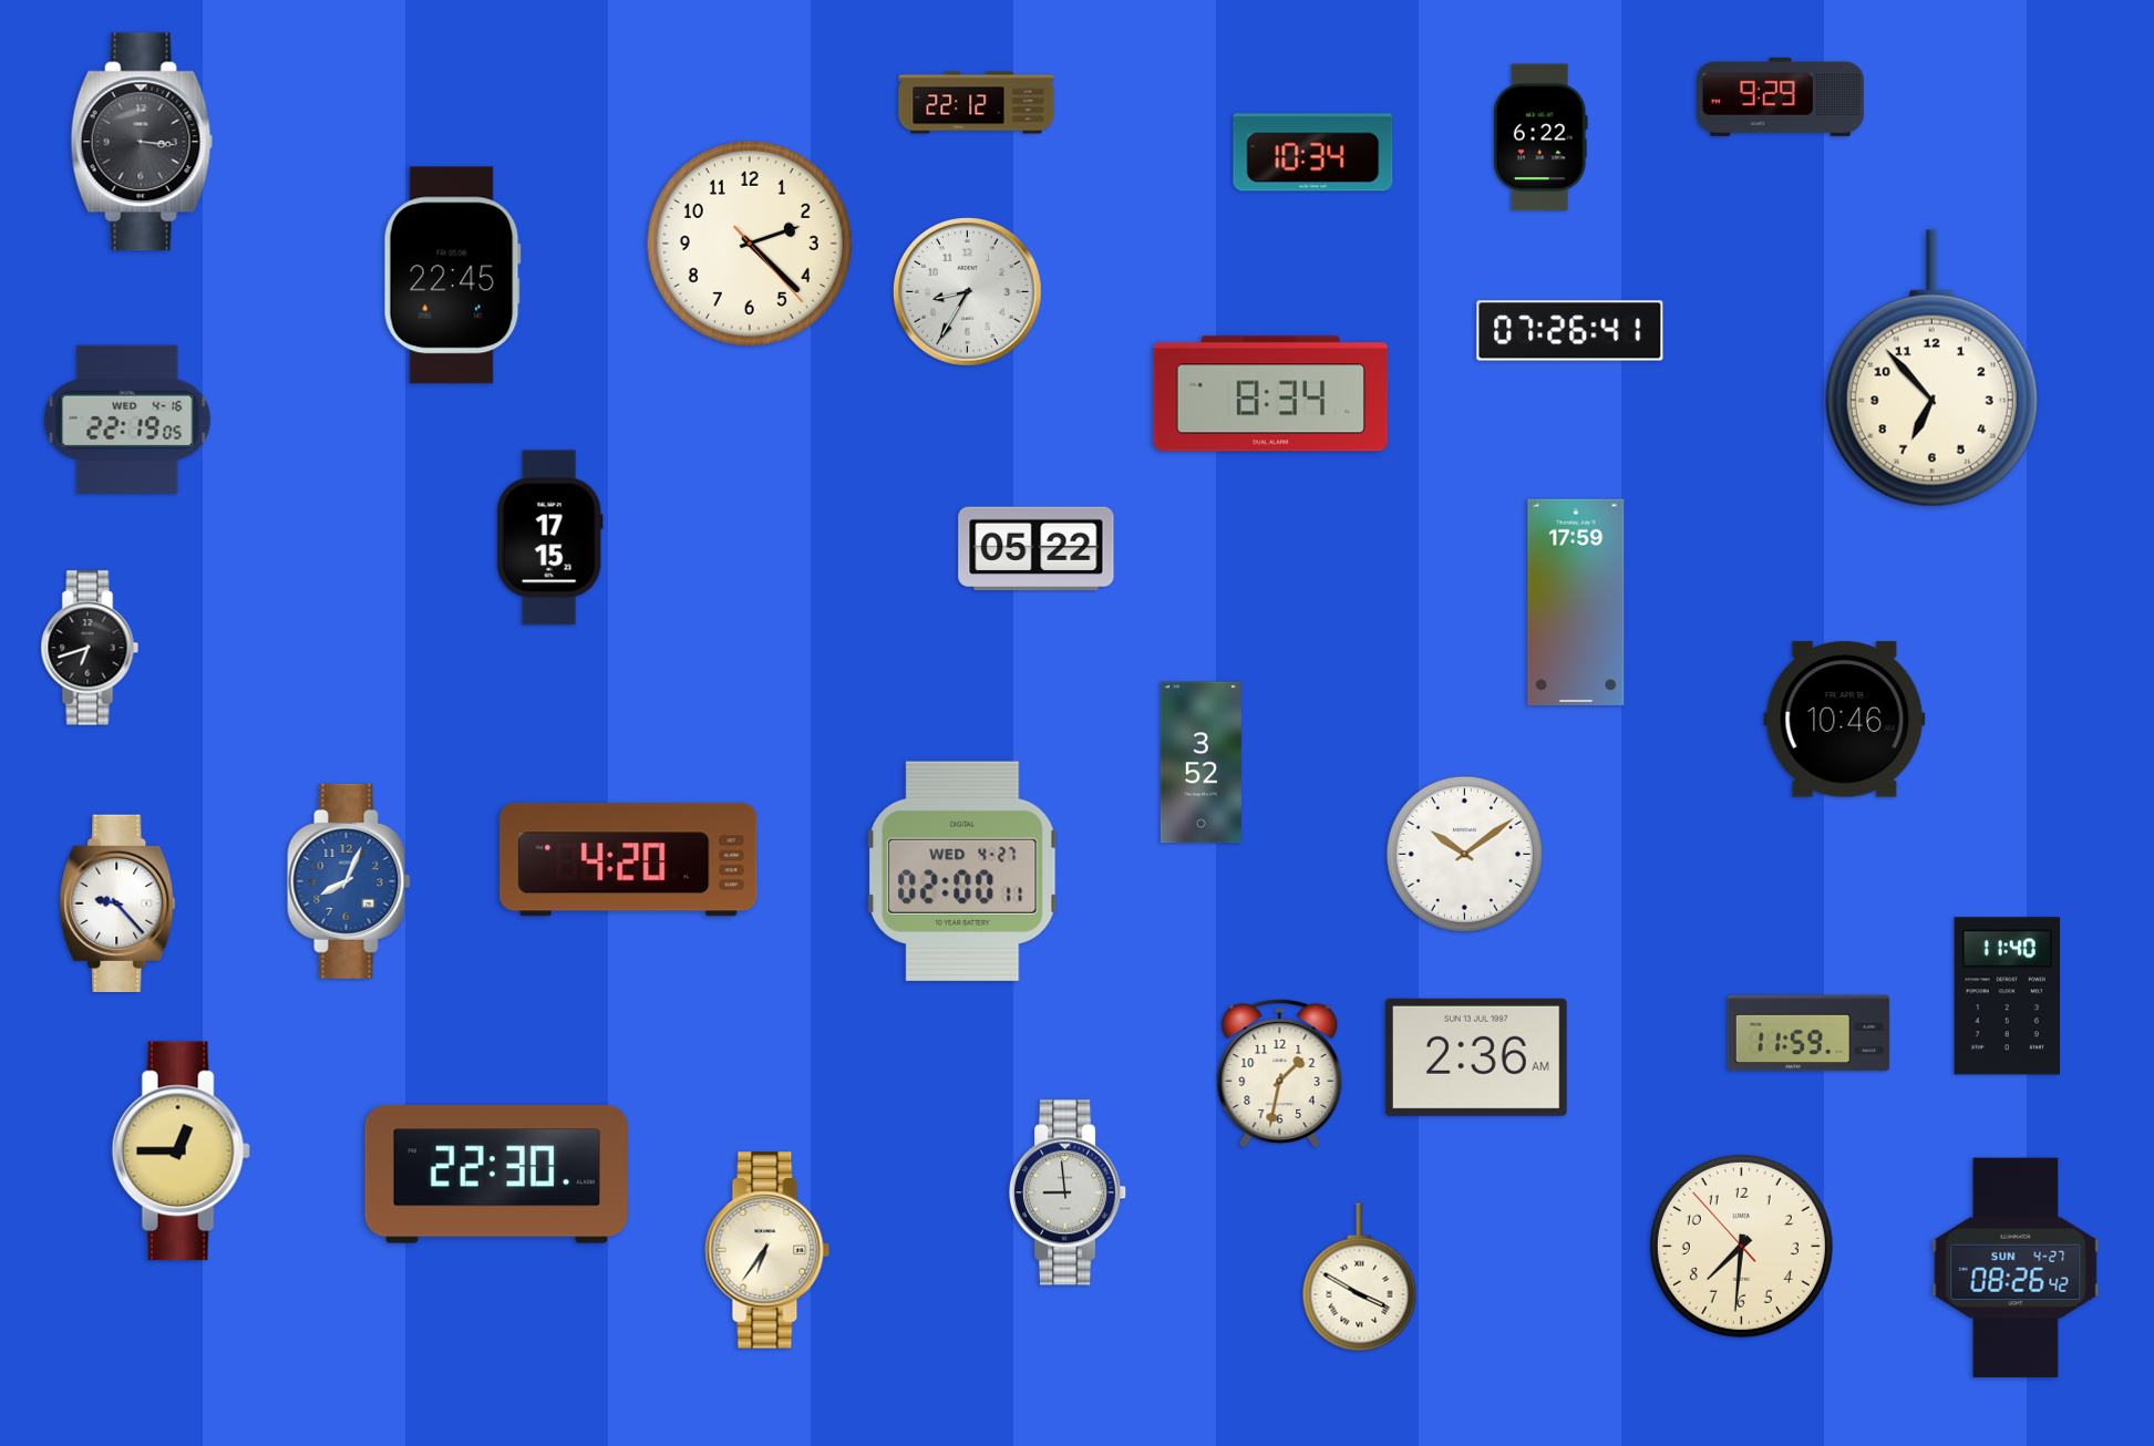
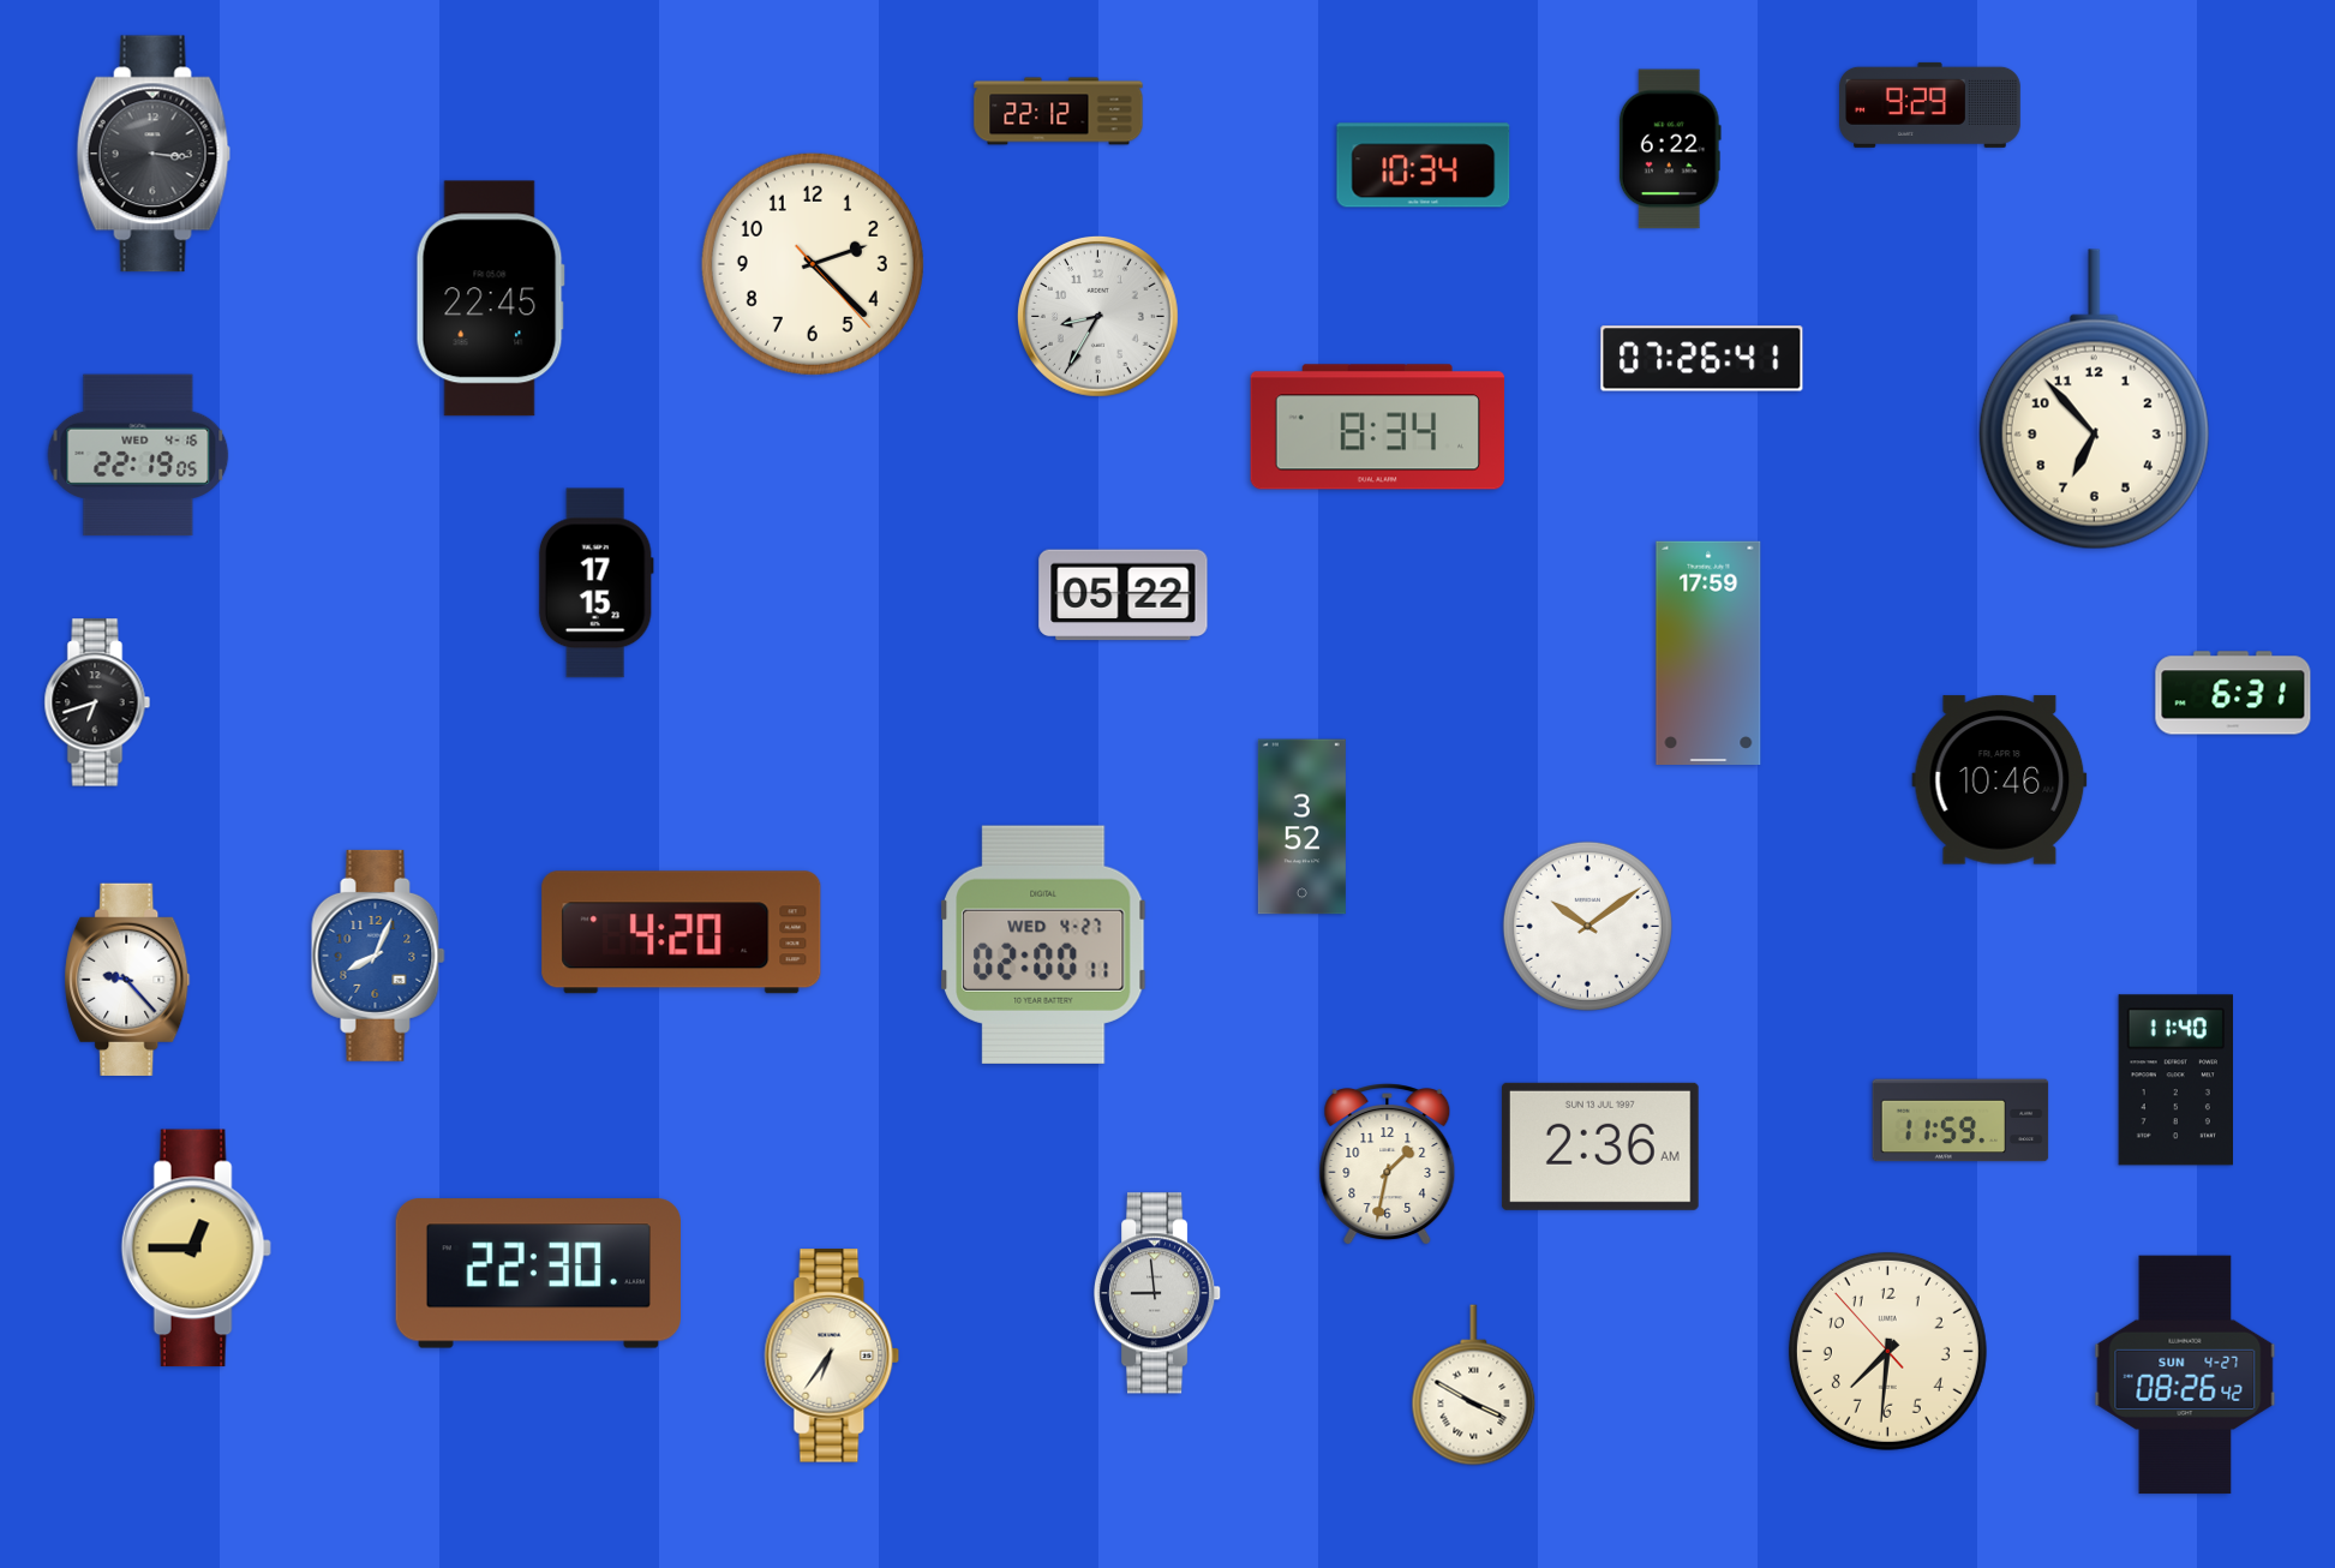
clock at (968, 292) position: (968, 292) -> (1098, 317)
clock at (2233, 693): none -> 6:31
